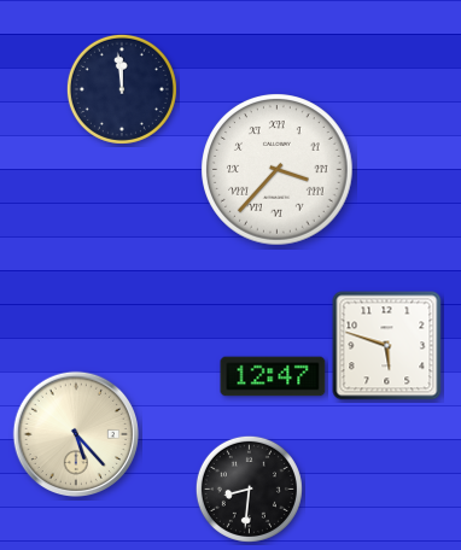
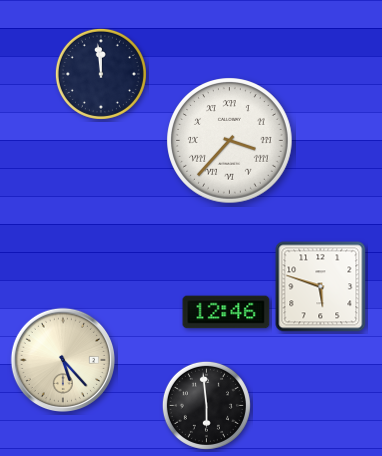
clock at (273, 376): 12:47 -> 12:46
clock at (249, 488): 8:31 -> 5:59
